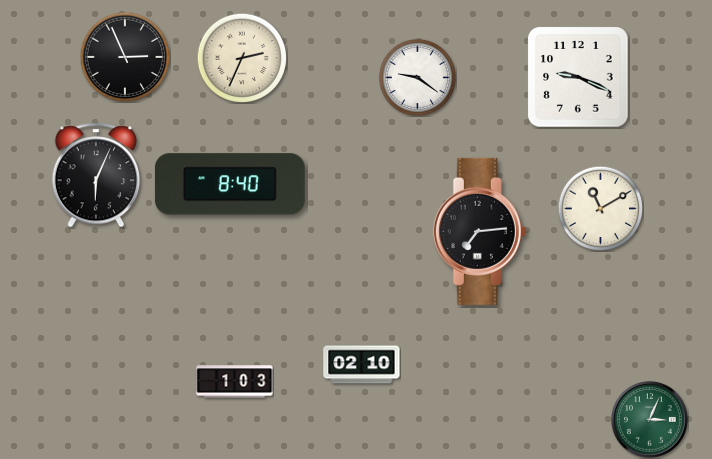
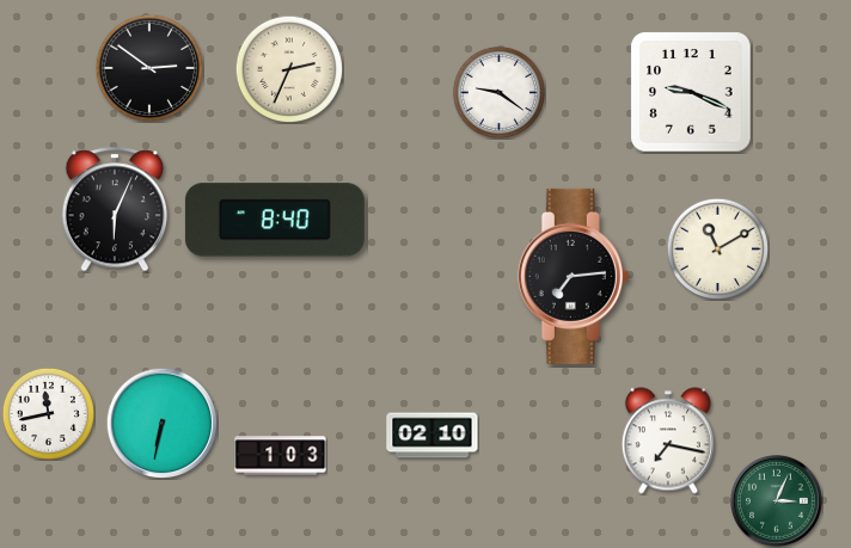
clock at (125, 57): 2:56 -> 2:51
clock at (48, 413): none -> 11:43
clock at (161, 423): none -> 6:32
clock at (668, 441): none -> 7:17
